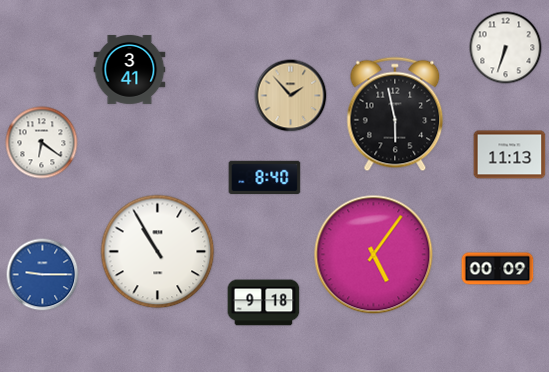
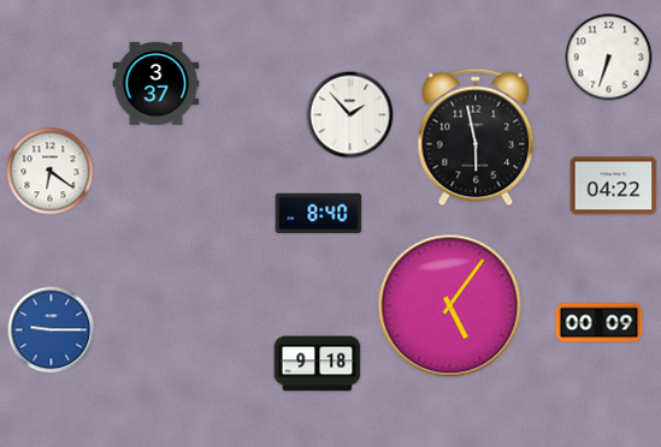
clock at (130, 69): 3:41 -> 3:37
clock at (291, 96) dial: champagne -> white
clock at (510, 155): 11:13 -> 04:22
clock at (158, 252): 10:55 -> none
